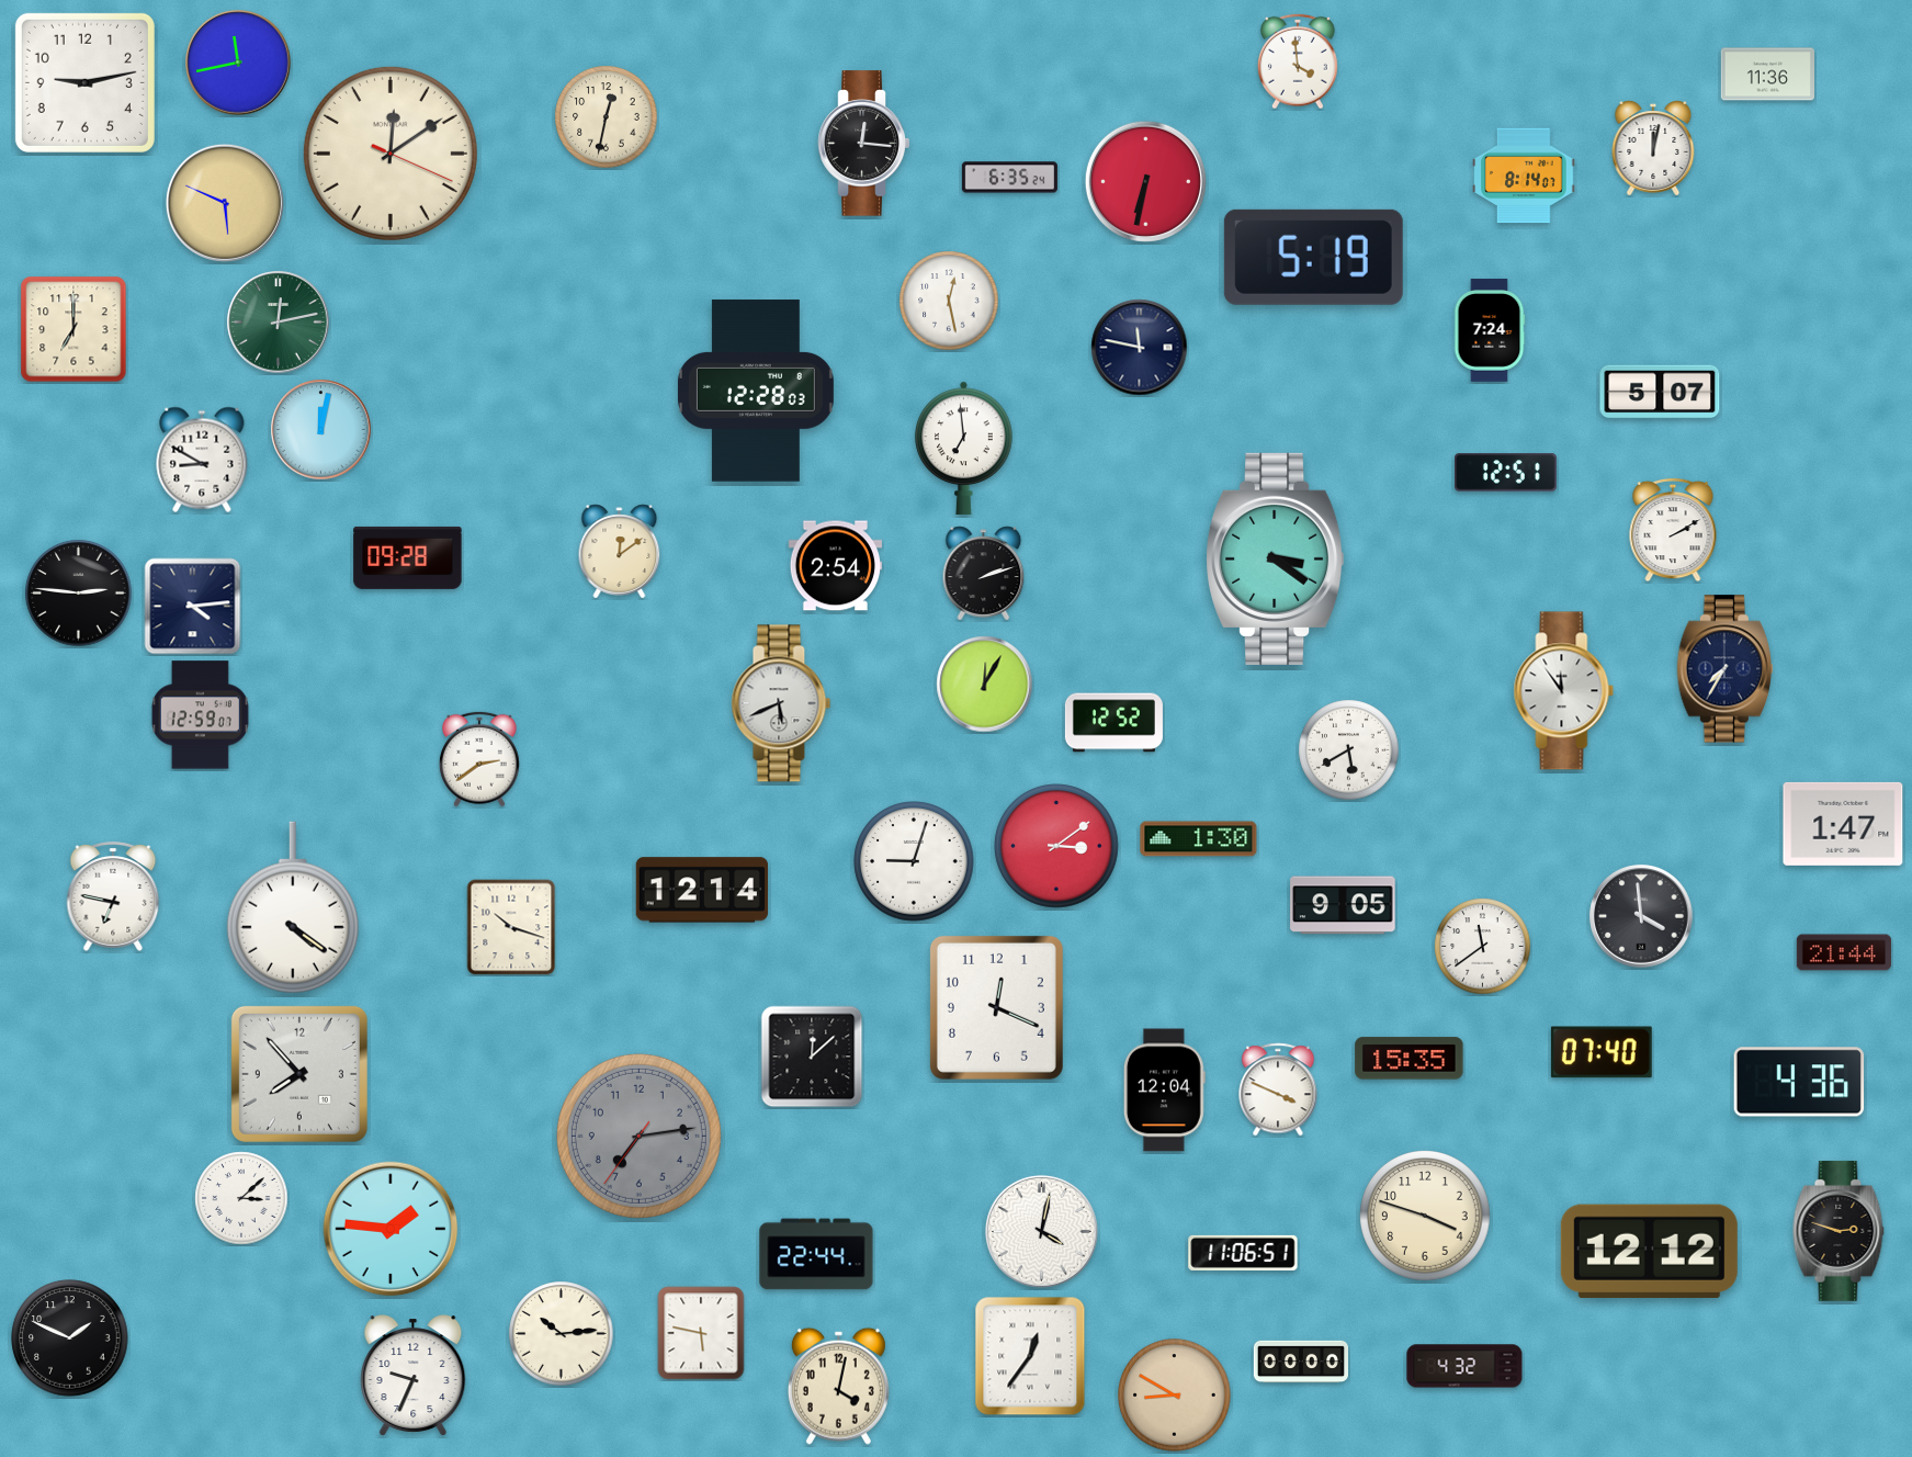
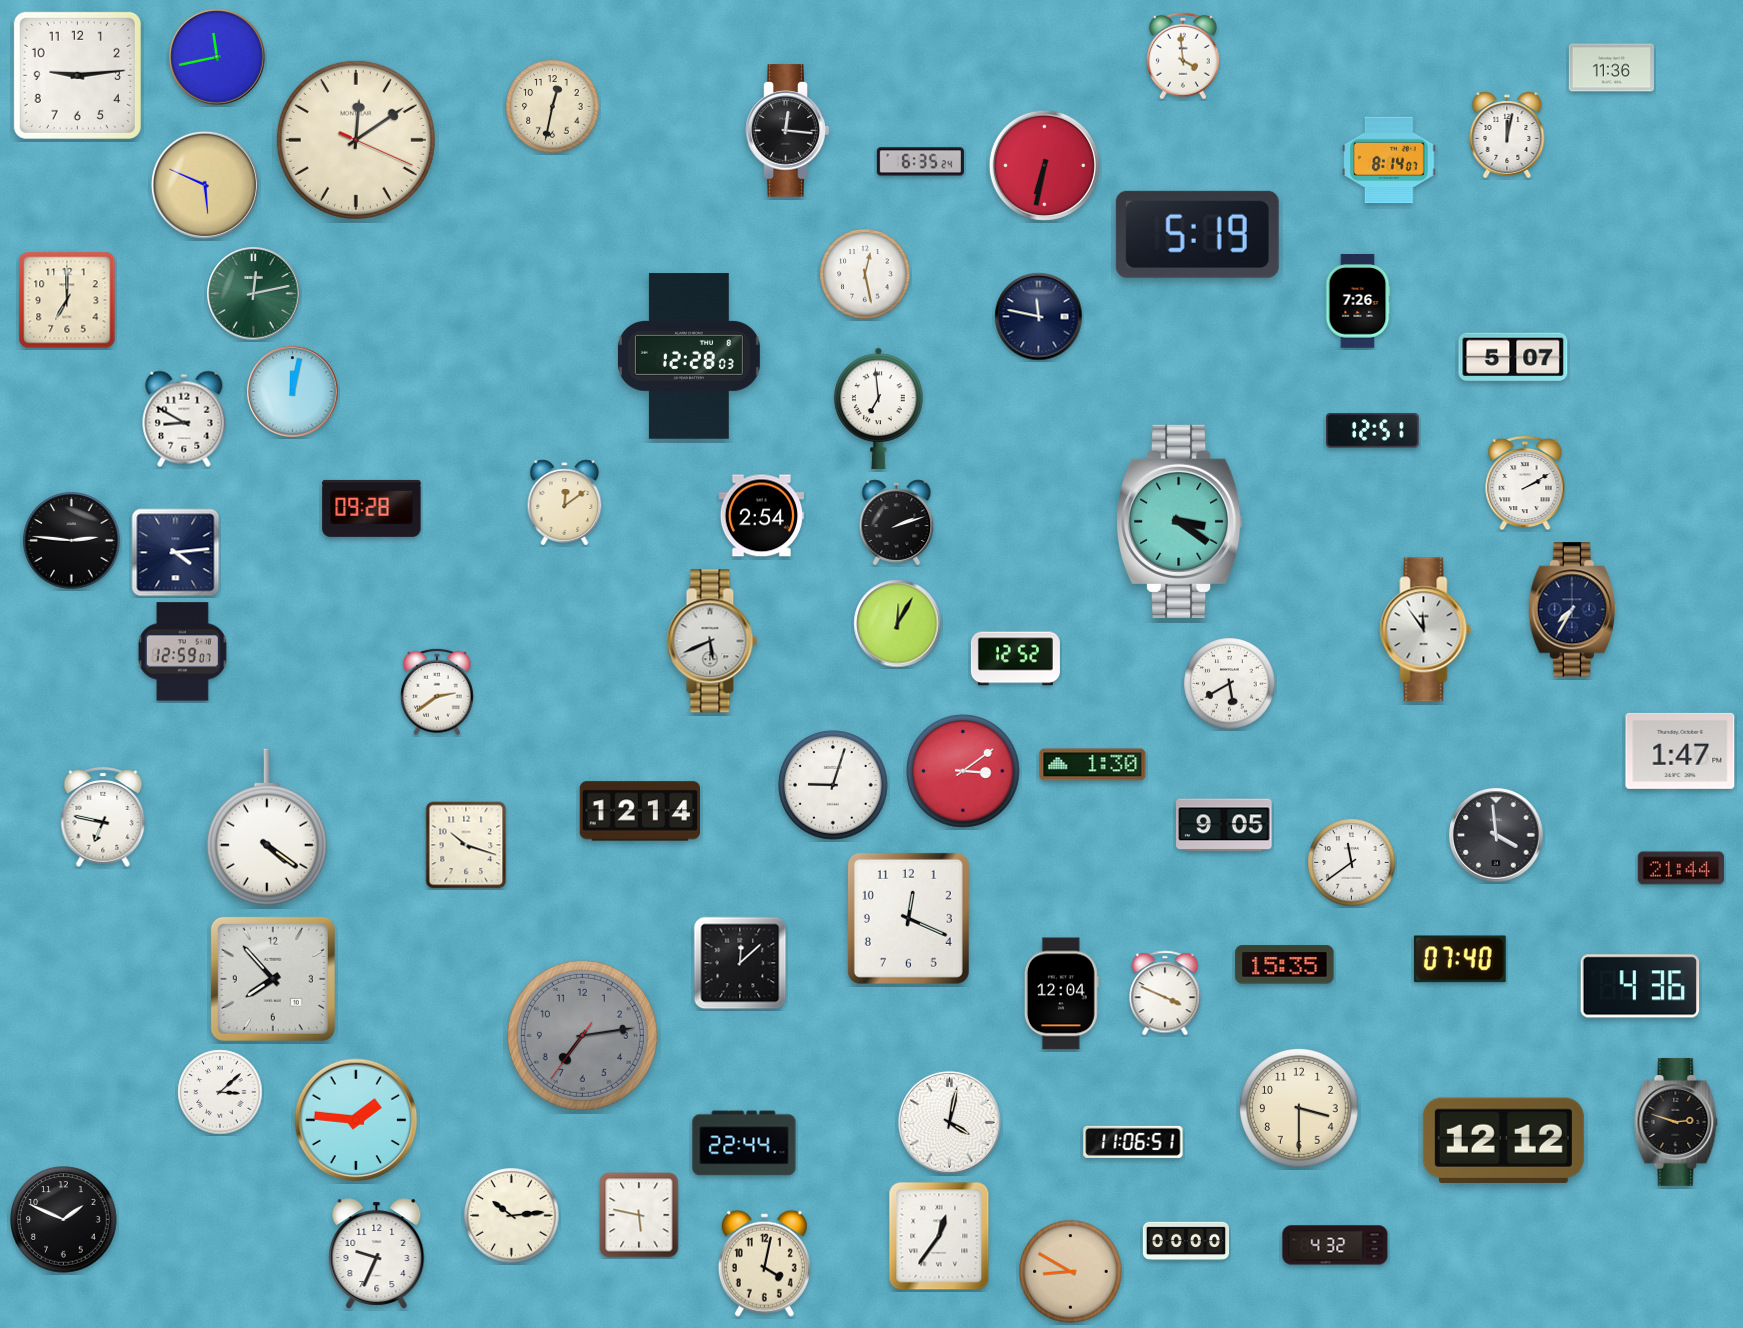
clock at (84, 82): 9:13 -> 9:14
clock at (1490, 330): 7:24 -> 7:26
clock at (1276, 558) position: (1276, 558) -> (1180, 521)
clock at (1426, 1217): 3:48 -> 3:30
